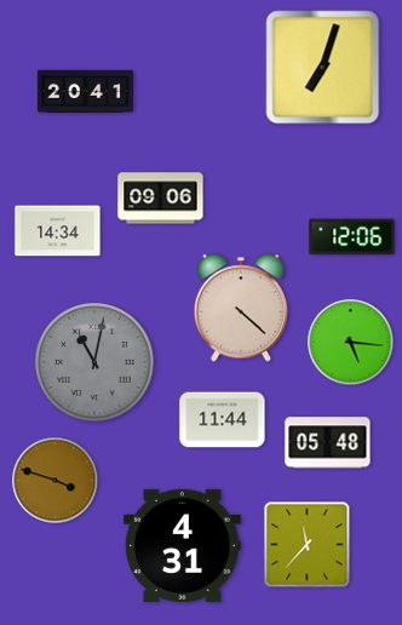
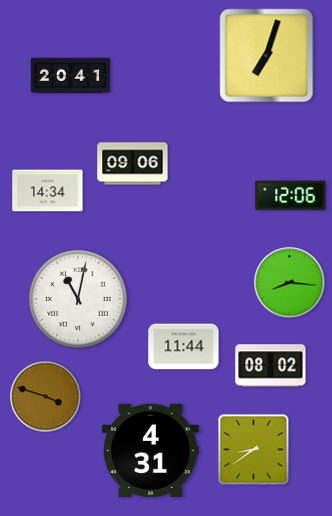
clock at (240, 308): 4:22 -> none
clock at (351, 343): 5:16 -> 8:16
clock at (94, 362) dial: grey -> white
clock at (328, 443): 05:48 -> 08:02
clock at (308, 545): 11:37 -> 8:39
